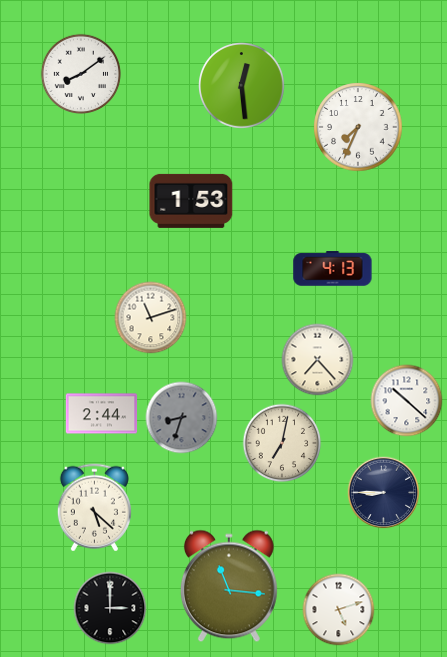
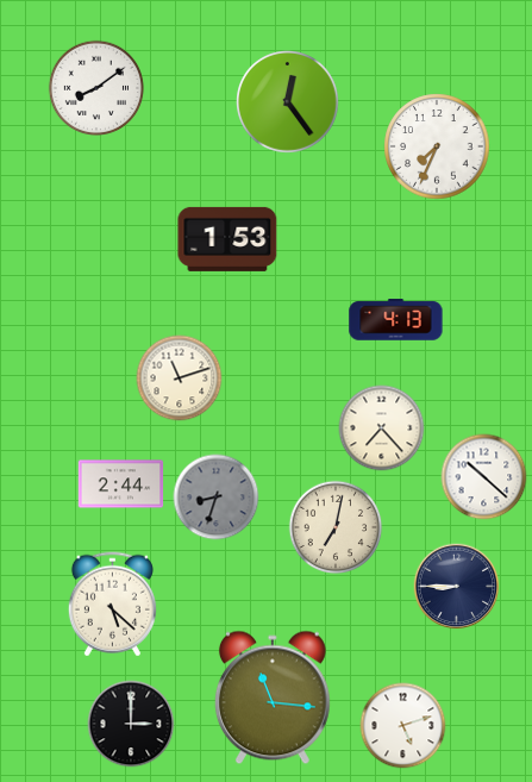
clock at (242, 86): 12:29 -> 12:24
clock at (358, 127) position: (358, 127) -> (437, 146)
clock at (318, 360) position: (318, 360) -> (382, 428)
clock at (102, 414) position: (102, 414) -> (121, 484)
